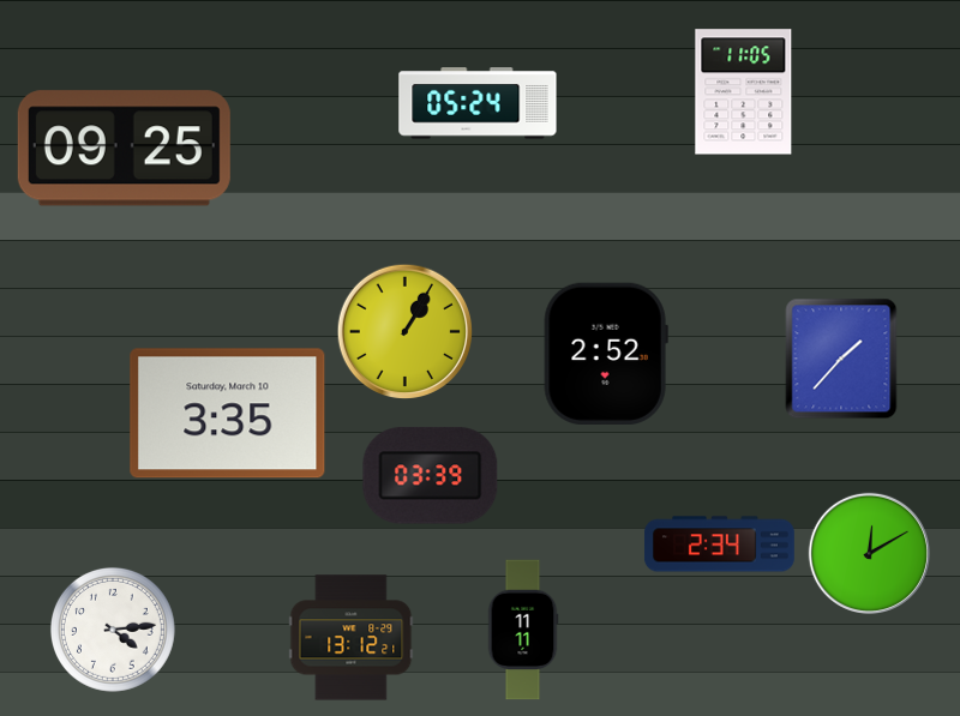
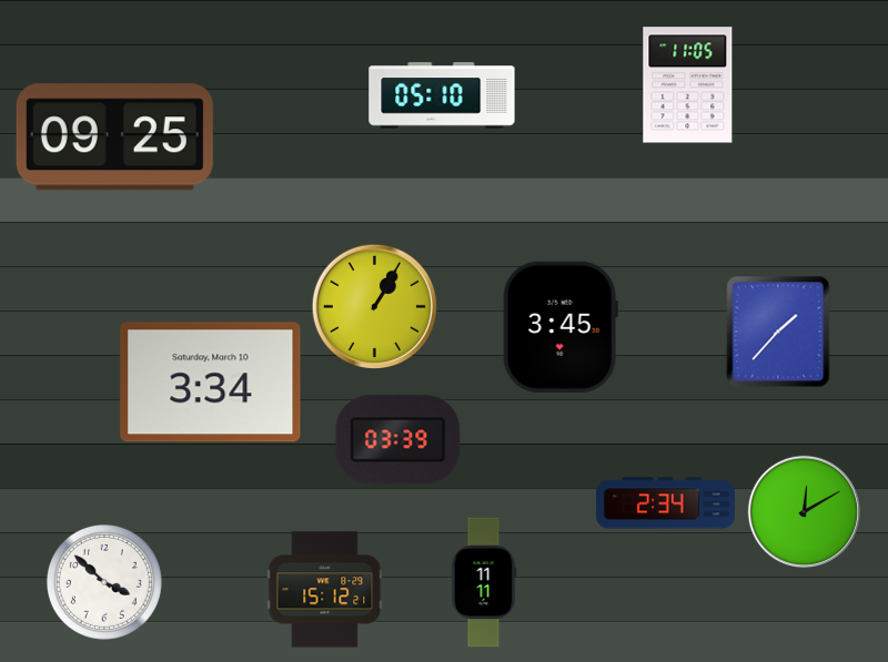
clock at (478, 103): 05:24 -> 05:10
clock at (606, 353): 2:52 -> 3:45
clock at (228, 414): 3:35 -> 3:34
clock at (113, 630): 4:14 -> 3:52
clock at (352, 638): 13:12 -> 15:12
